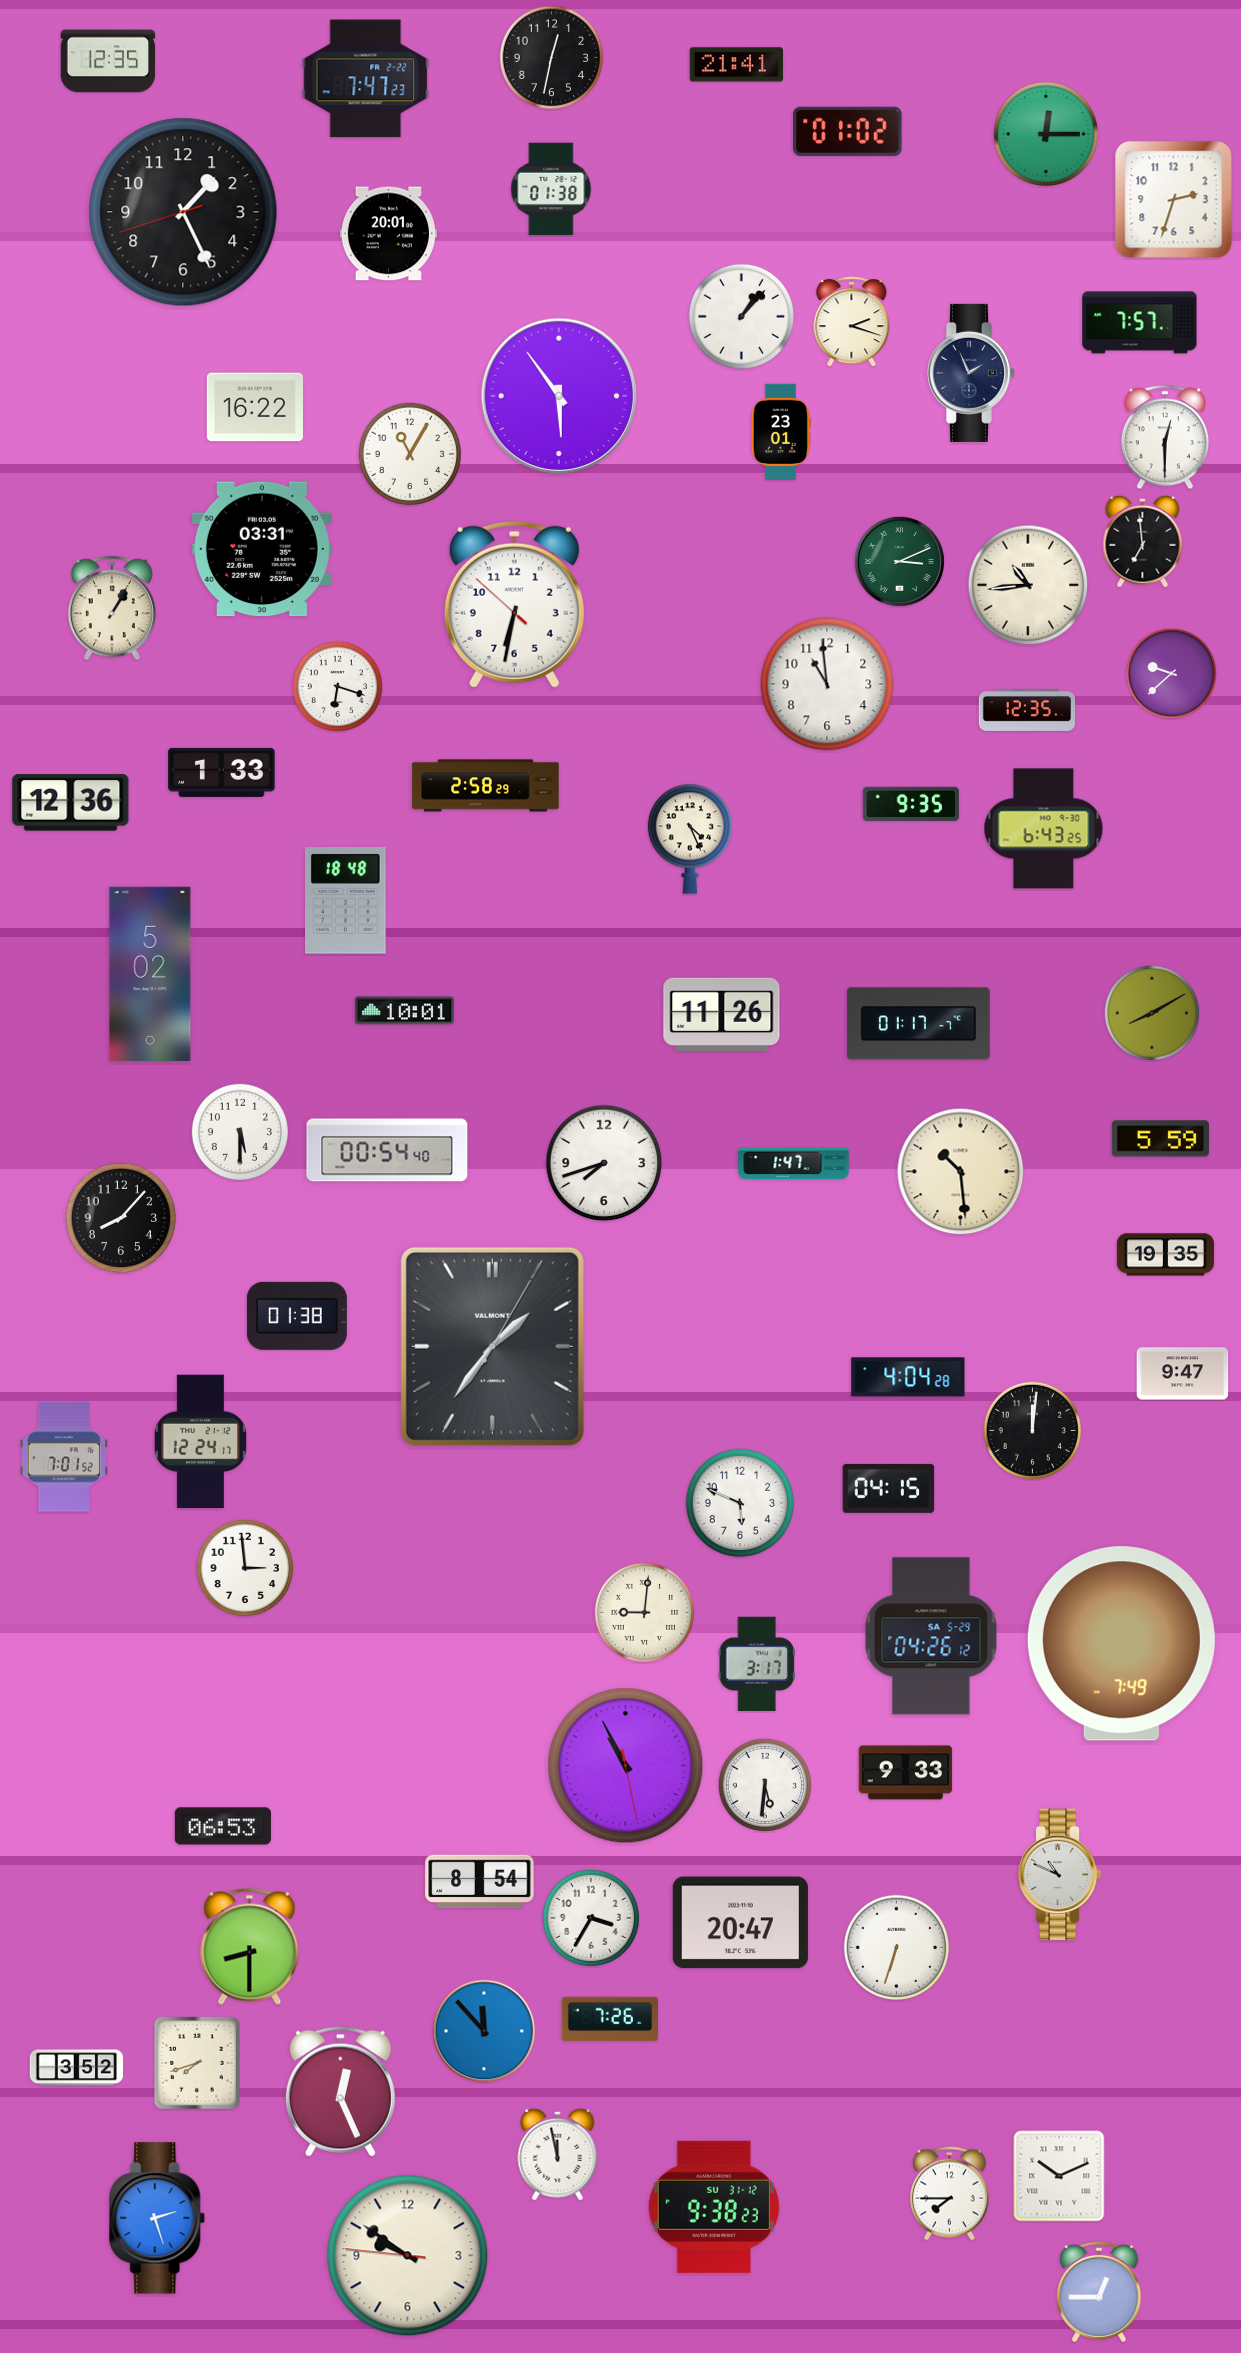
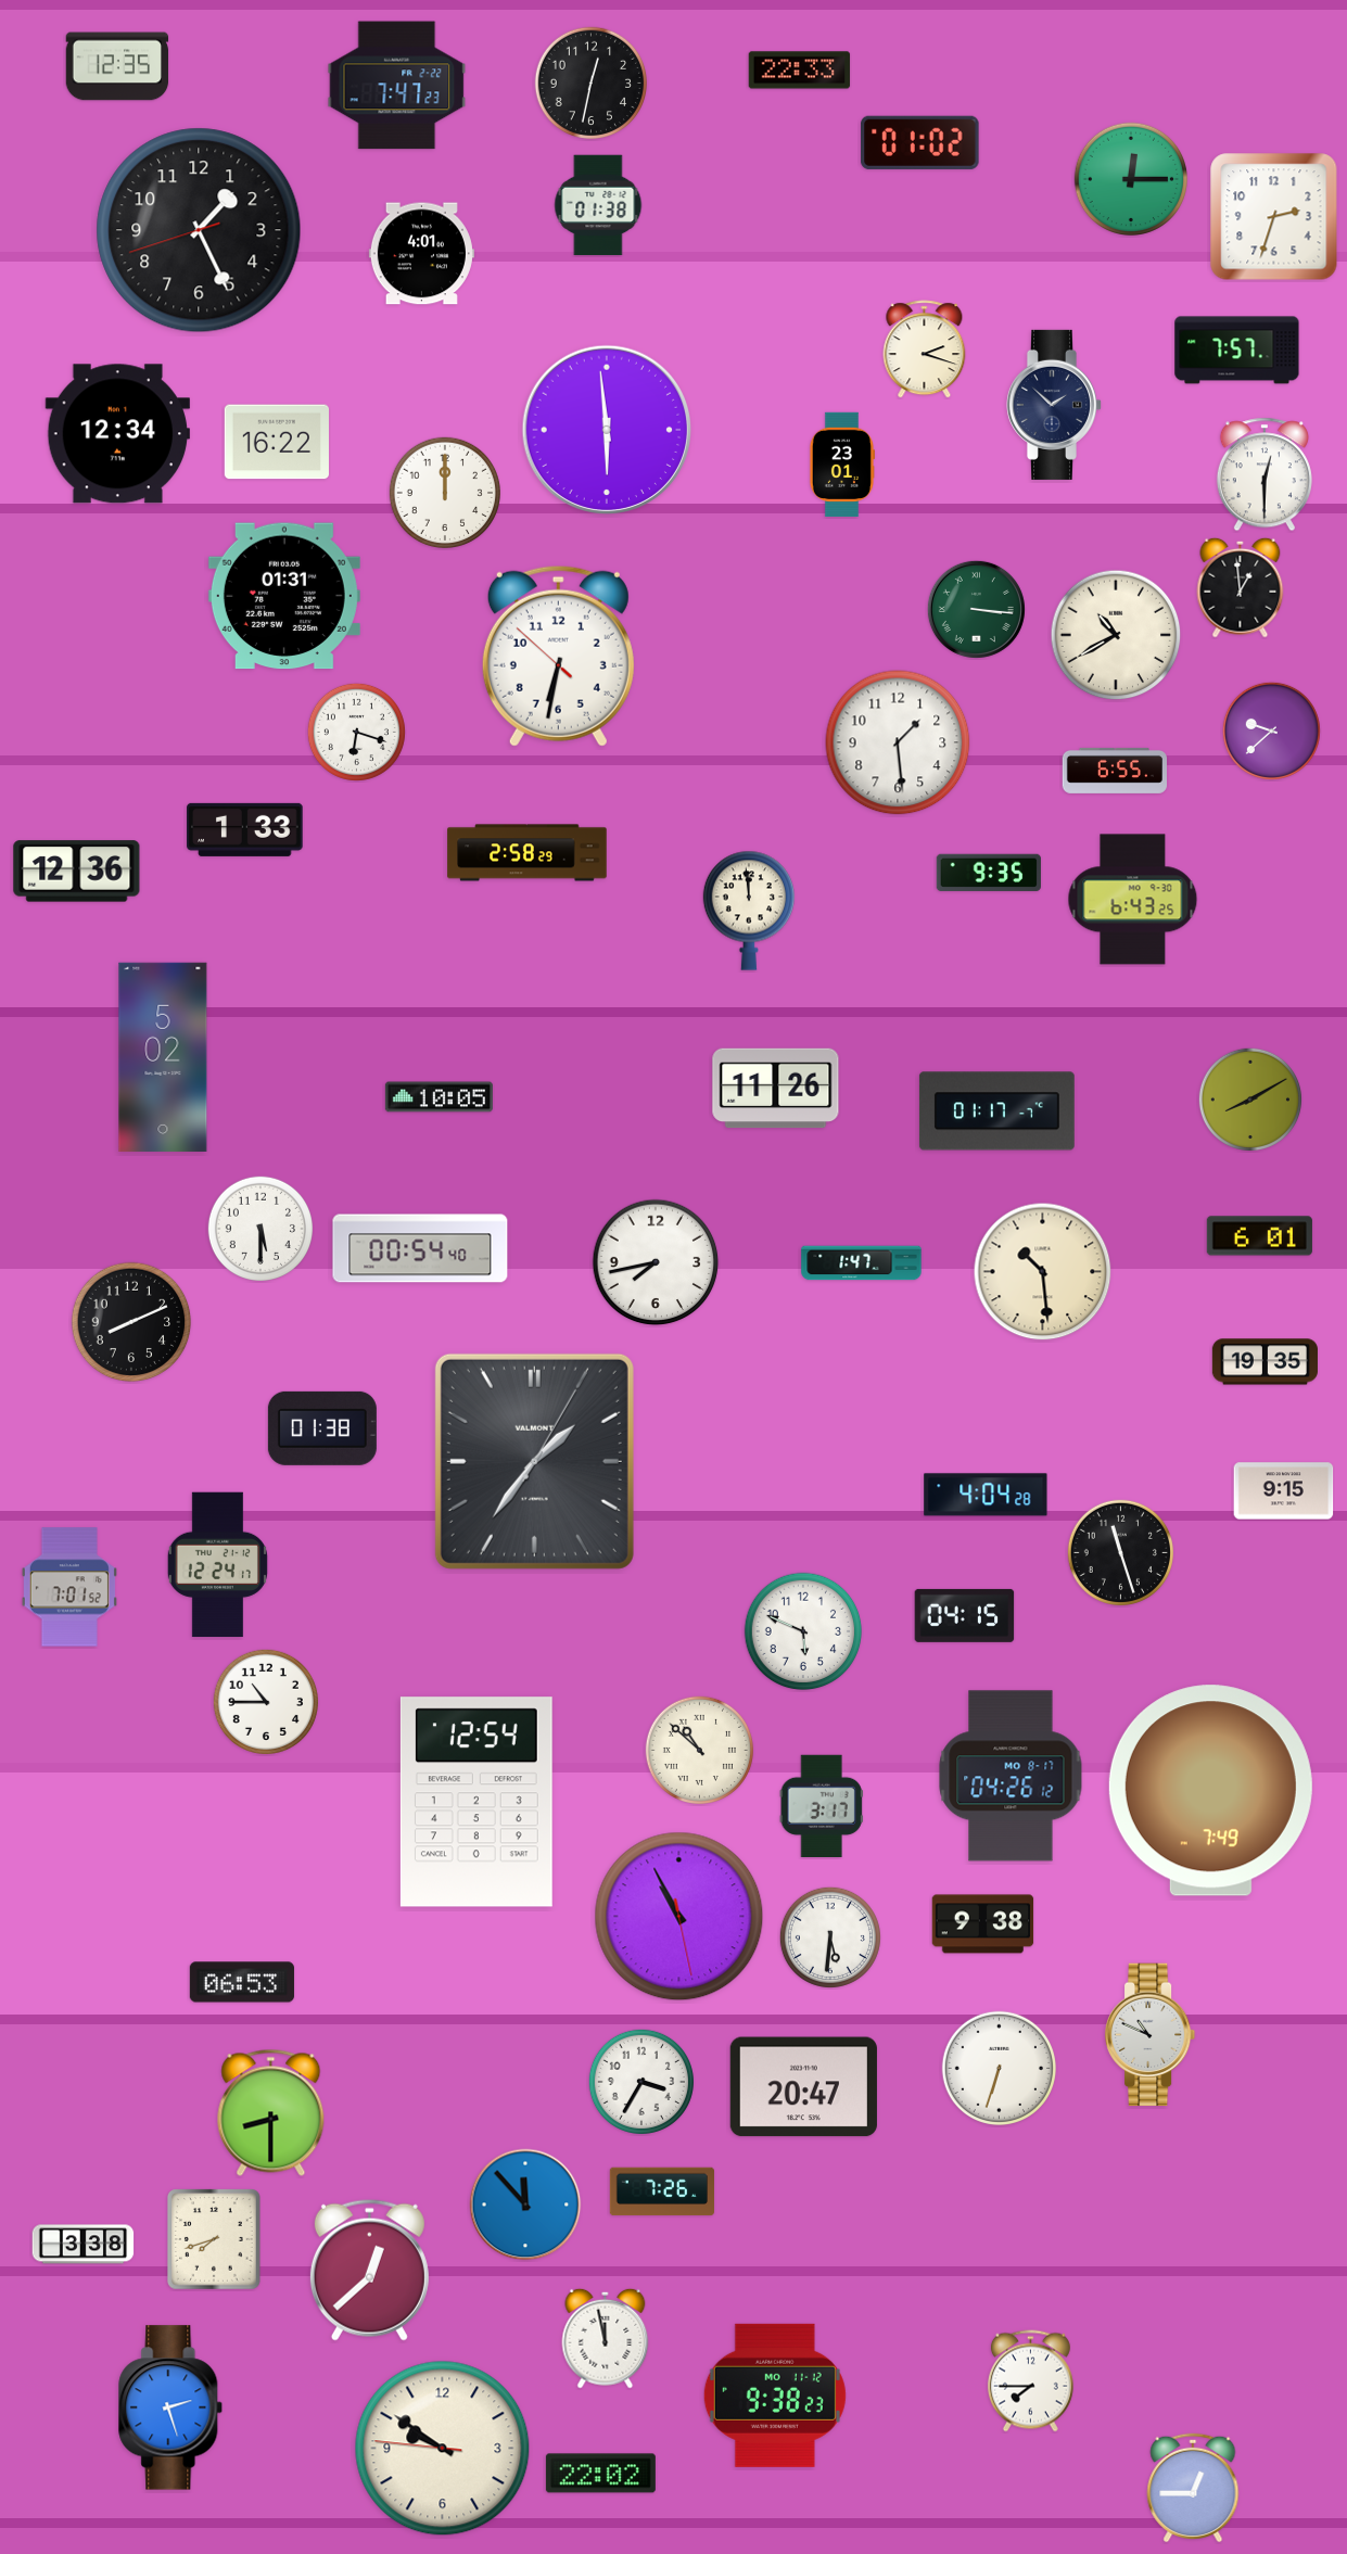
clock at (551, 57) position: (551, 57) -> (590, 82)
clock at (737, 65): 21:41 -> 22:33
clock at (1045, 133) position: (1045, 133) -> (1130, 178)
clock at (388, 234): 20:01 -> 4:01
clock at (741, 316): 1:07 -> none
clock at (970, 373): 1:56 -> 1:52
clock at (558, 395): 5:54 -> 5:59
clock at (117, 434): none -> 12:34
clock at (780, 431) position: (780, 431) -> (841, 463)
clock at (409, 453): 11:05 -> 12:00
clock at (1143, 541): 6:59 -> 12:59
clock at (262, 549): 03:31 -> 01:31
clock at (899, 561): 3:11 -> 3:16
clock at (1028, 585): 10:44 -> 10:40
clock at (112, 608): 1:05 -> none
clock at (827, 684): 10:59 -> 1:29
clock at (337, 686) position: (337, 686) -> (356, 732)
clock at (1026, 710): 12:35 -> 6:55
clock at (222, 772) position: (222, 772) -> (245, 829)
clock at (689, 839): 4:26 -> 11:59
clock at (346, 901): 18:48 -> none
clock at (404, 1011): 10:01 -> 10:05
clock at (722, 1015) position: (722, 1015) -> (776, 1089)
clock at (1160, 1139): 5:59 -> 6:01
clock at (604, 1163): 7:42 -> 7:43
clock at (121, 1218): 8:07 -> 8:11
clock at (1183, 1374): 9:47 -> 9:15
clock at (1032, 1430): 12:01 -> 11:27
clock at (64, 1457) position: (64, 1457) -> (69, 1587)
clock at (245, 1568): 2:59 -> 10:45
clock at (644, 1612): 9:01 -> 10:52
clock at (931, 1636) date: SA 5-29 -> MO 8-17
clock at (1121, 1644) position: (1121, 1644) -> (1210, 1791)
clock at (476, 1802): none -> 12:54
clock at (906, 1773): 9:33 -> 9:38
clock at (480, 1882): 8:54 -> none
clock at (896, 1947) position: (896, 1947) -> (999, 2068)
clock at (77, 2068): 3:52 -> 3:38
clock at (340, 2091): 12:26 -> 12:38
clock at (1059, 2176): 10:11 -> none
clock at (714, 2207) date: SU 31-12 -> MO 11-12
clock at (600, 2474): none -> 22:02
